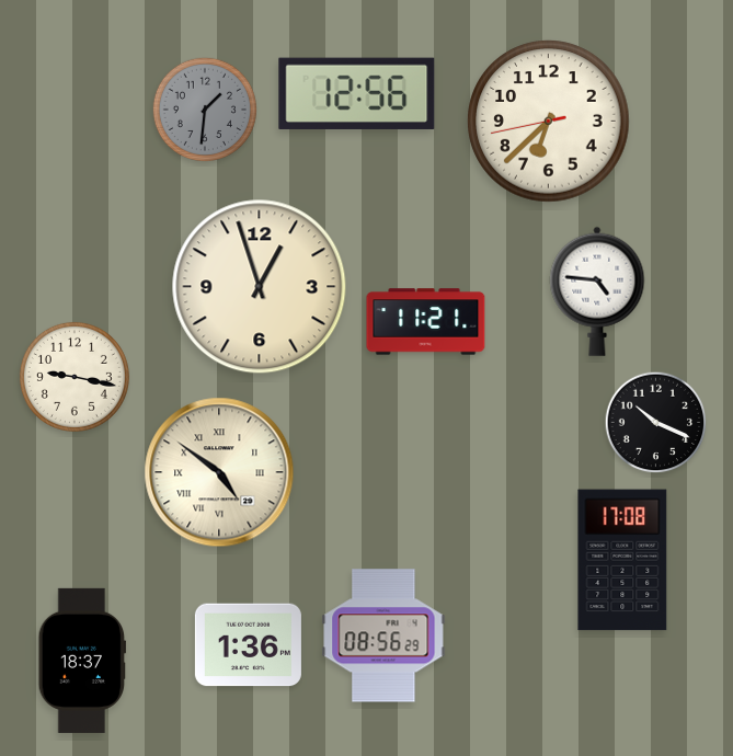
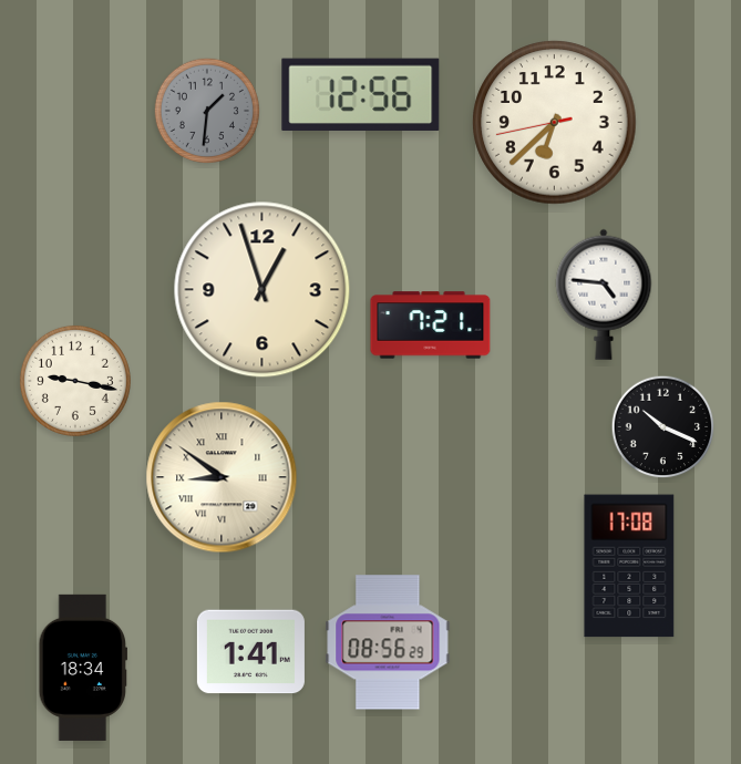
clock at (426, 322): 11:21 -> 7:21
clock at (219, 472): 4:51 -> 8:51
clock at (248, 645): 1:36 -> 1:41
clock at (81, 661): 18:37 -> 18:34
